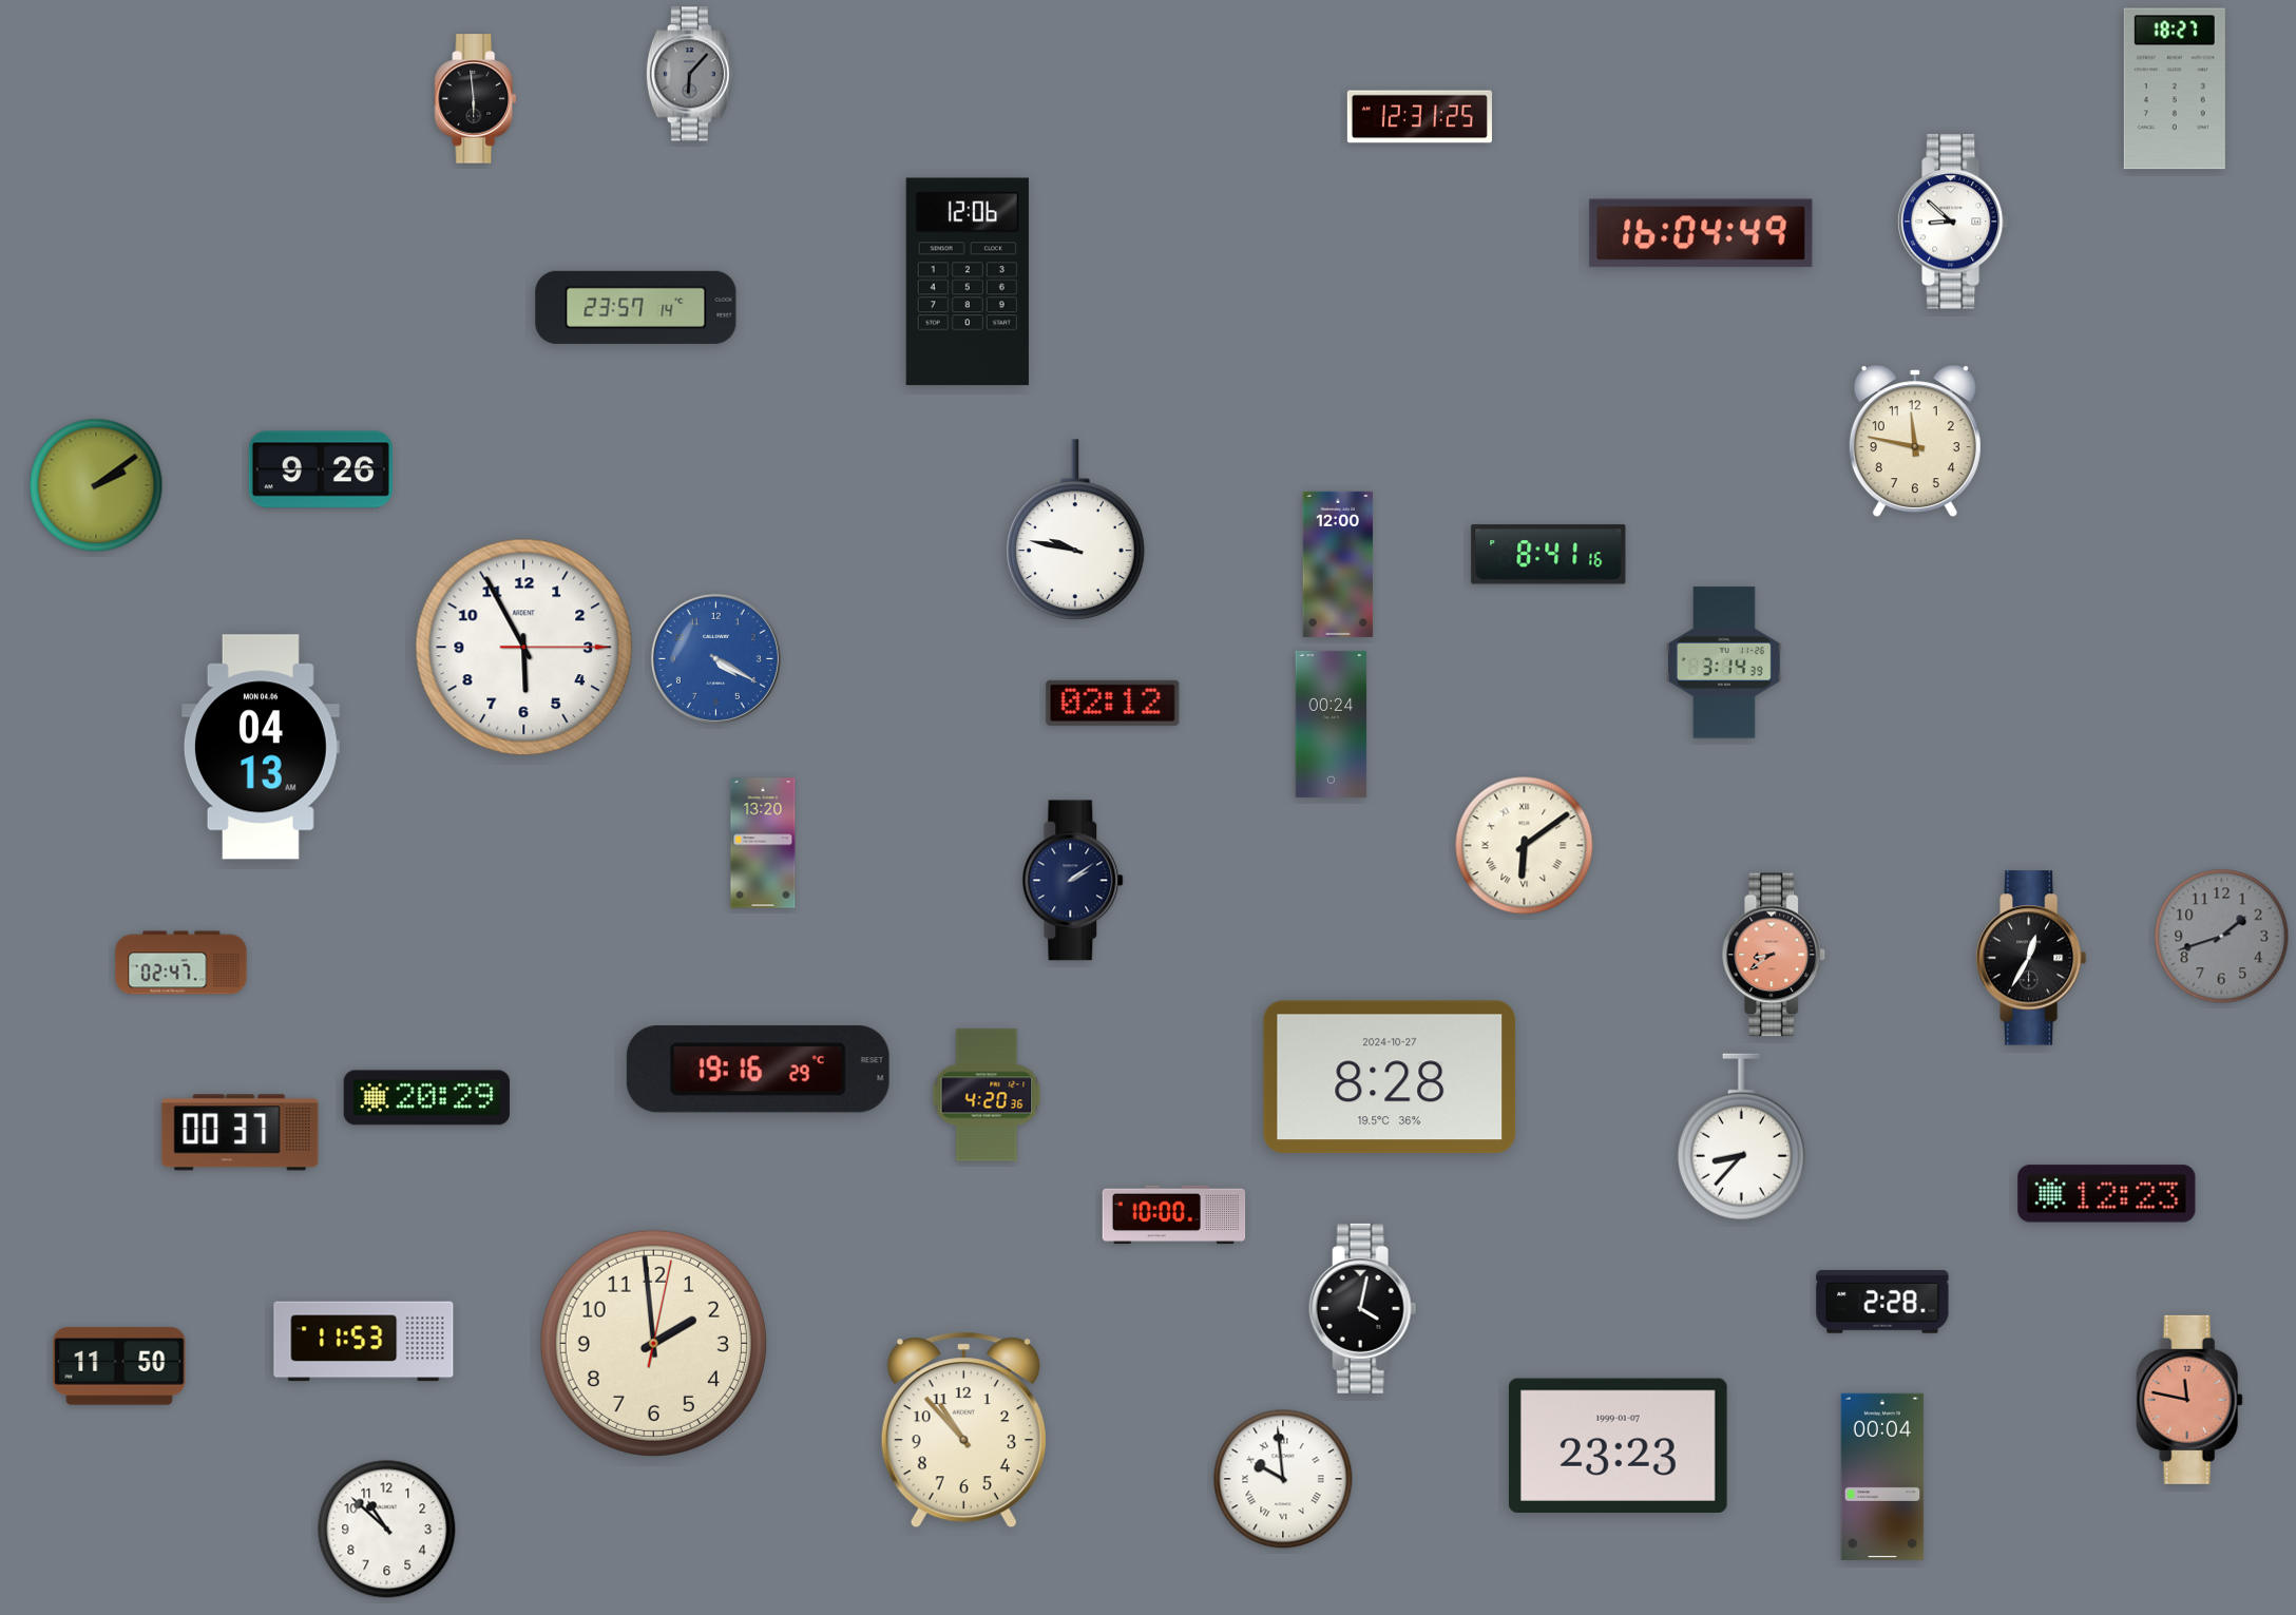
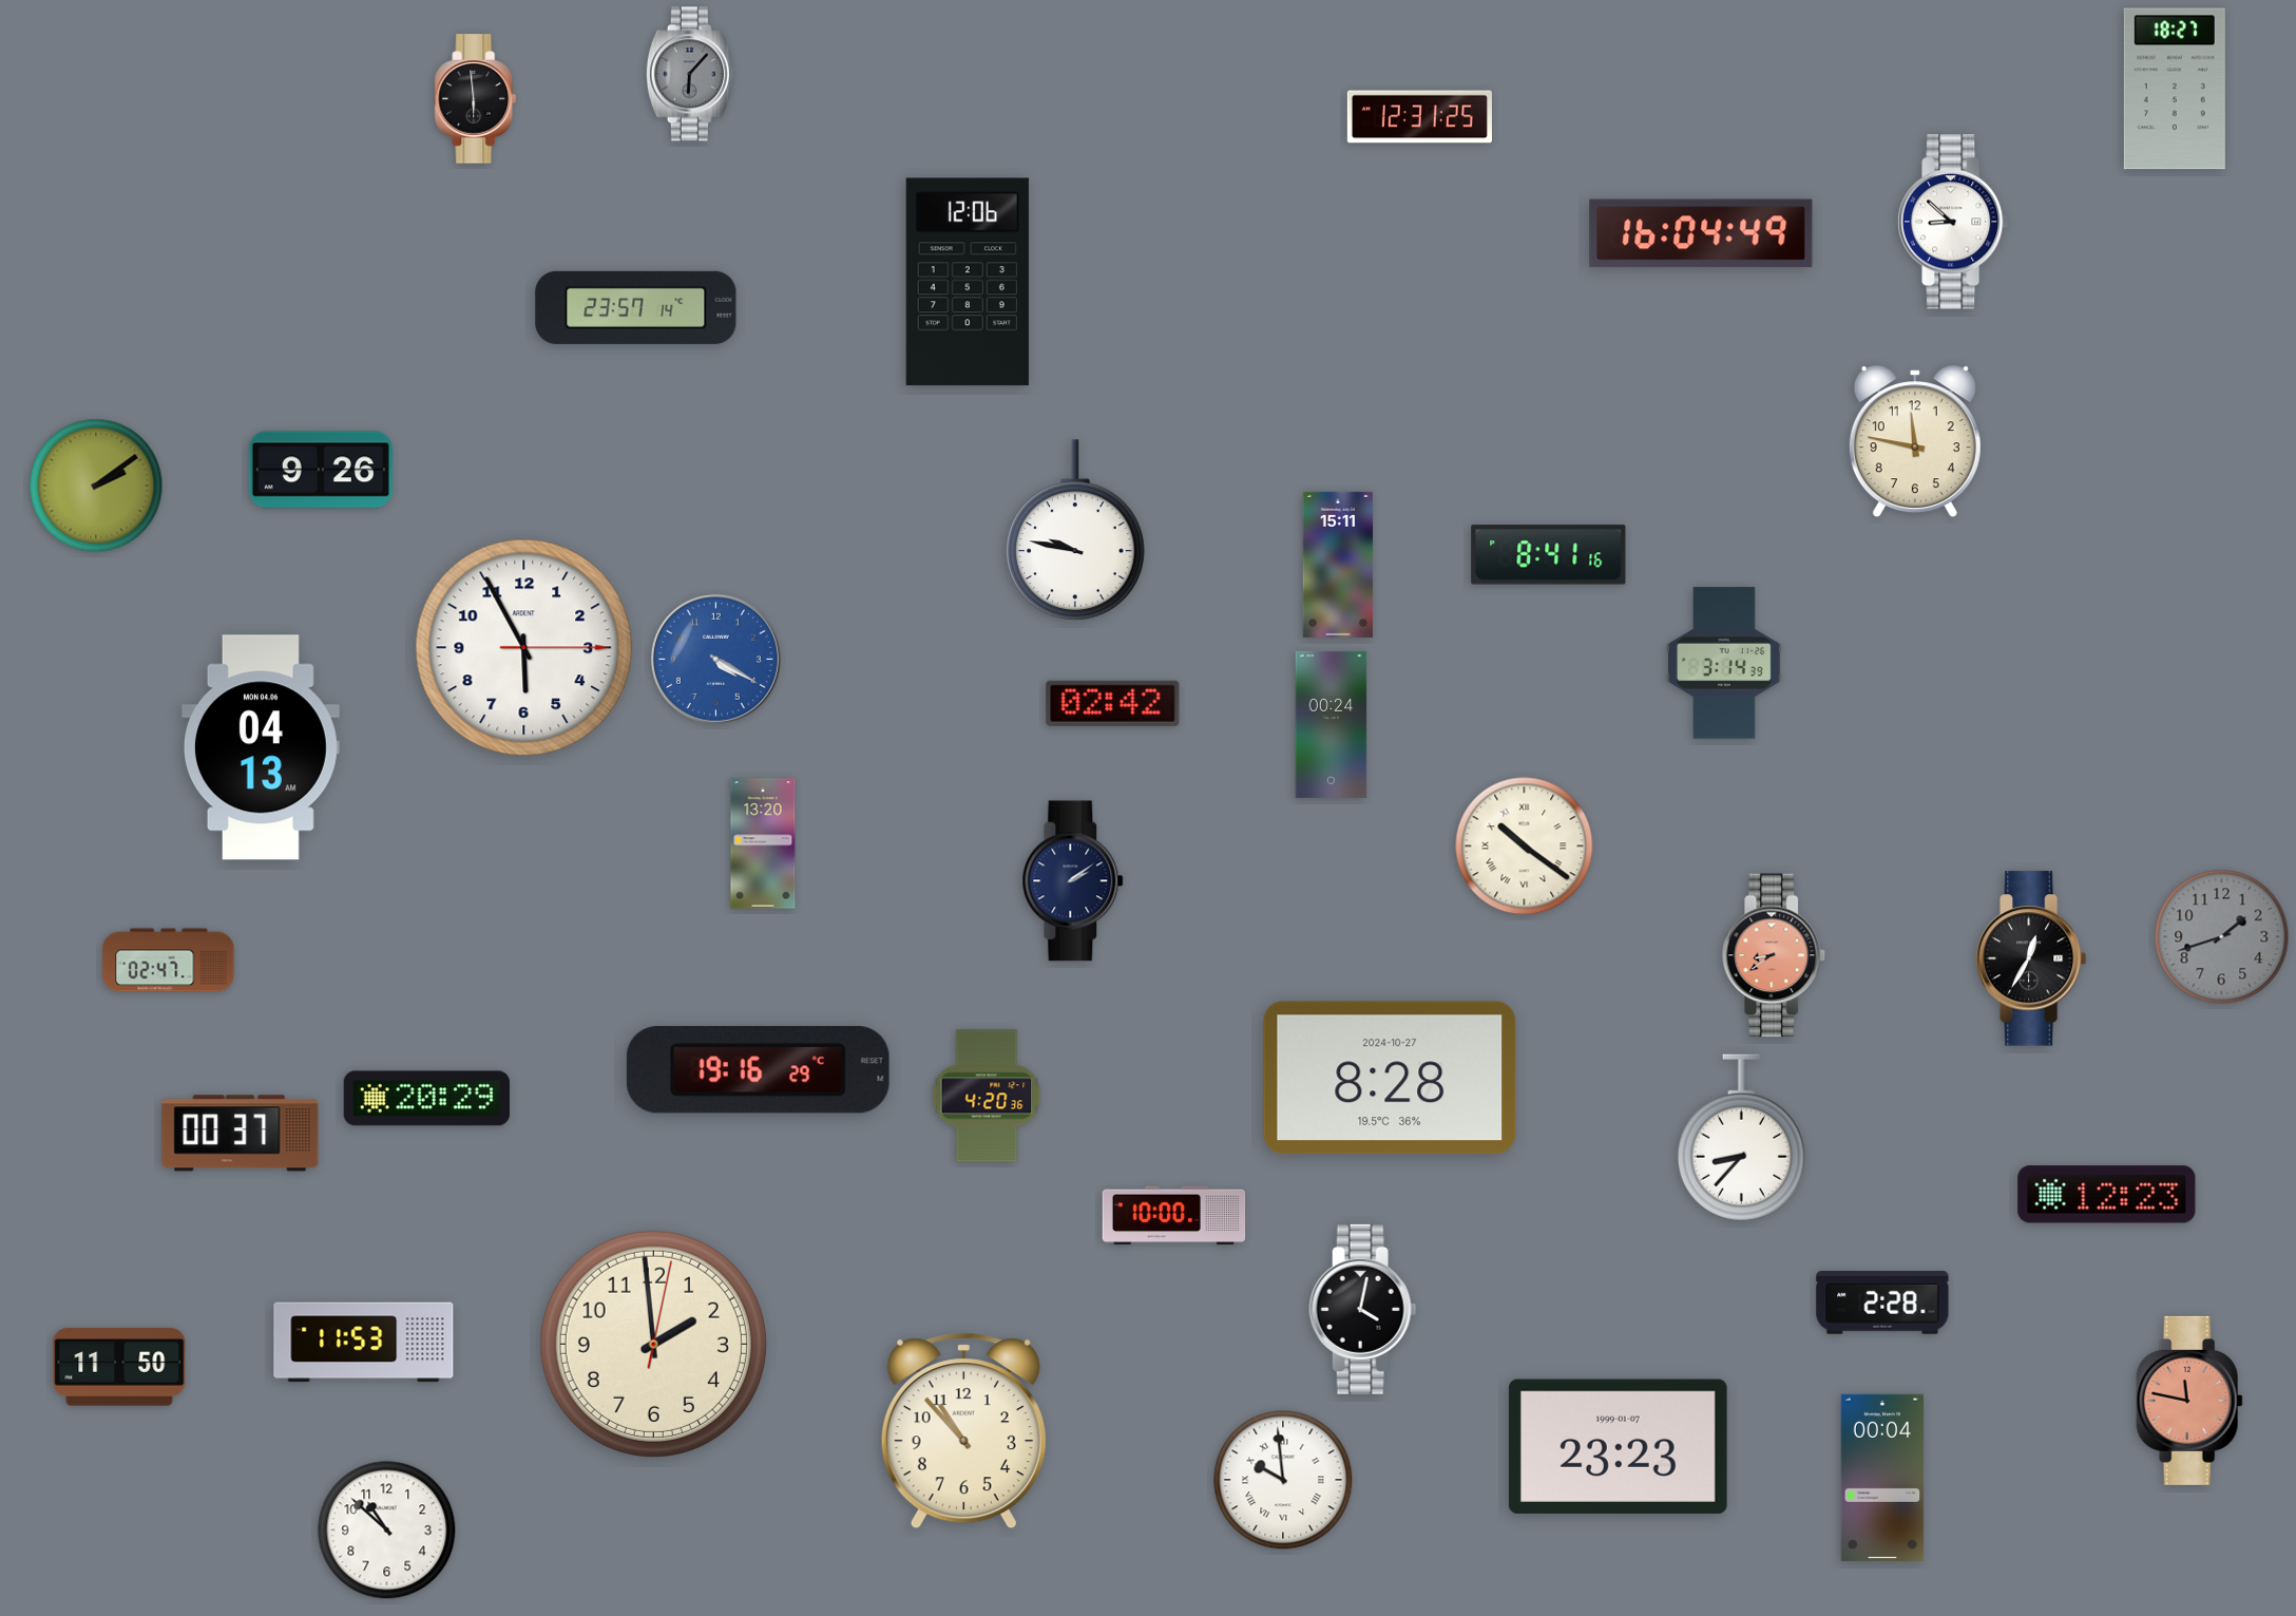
clock at (1338, 564): 12:00 -> 15:11
clock at (1113, 703): 02:12 -> 02:42
clock at (1525, 846): 6:09 -> 10:21
clock at (181, 963) position: (181, 963) -> (169, 961)
